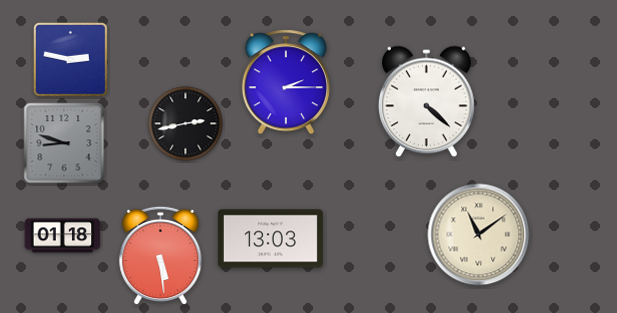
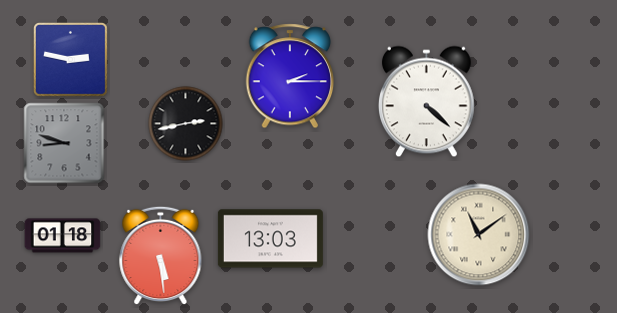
clock at (286, 82) position: (286, 82) -> (290, 76)
